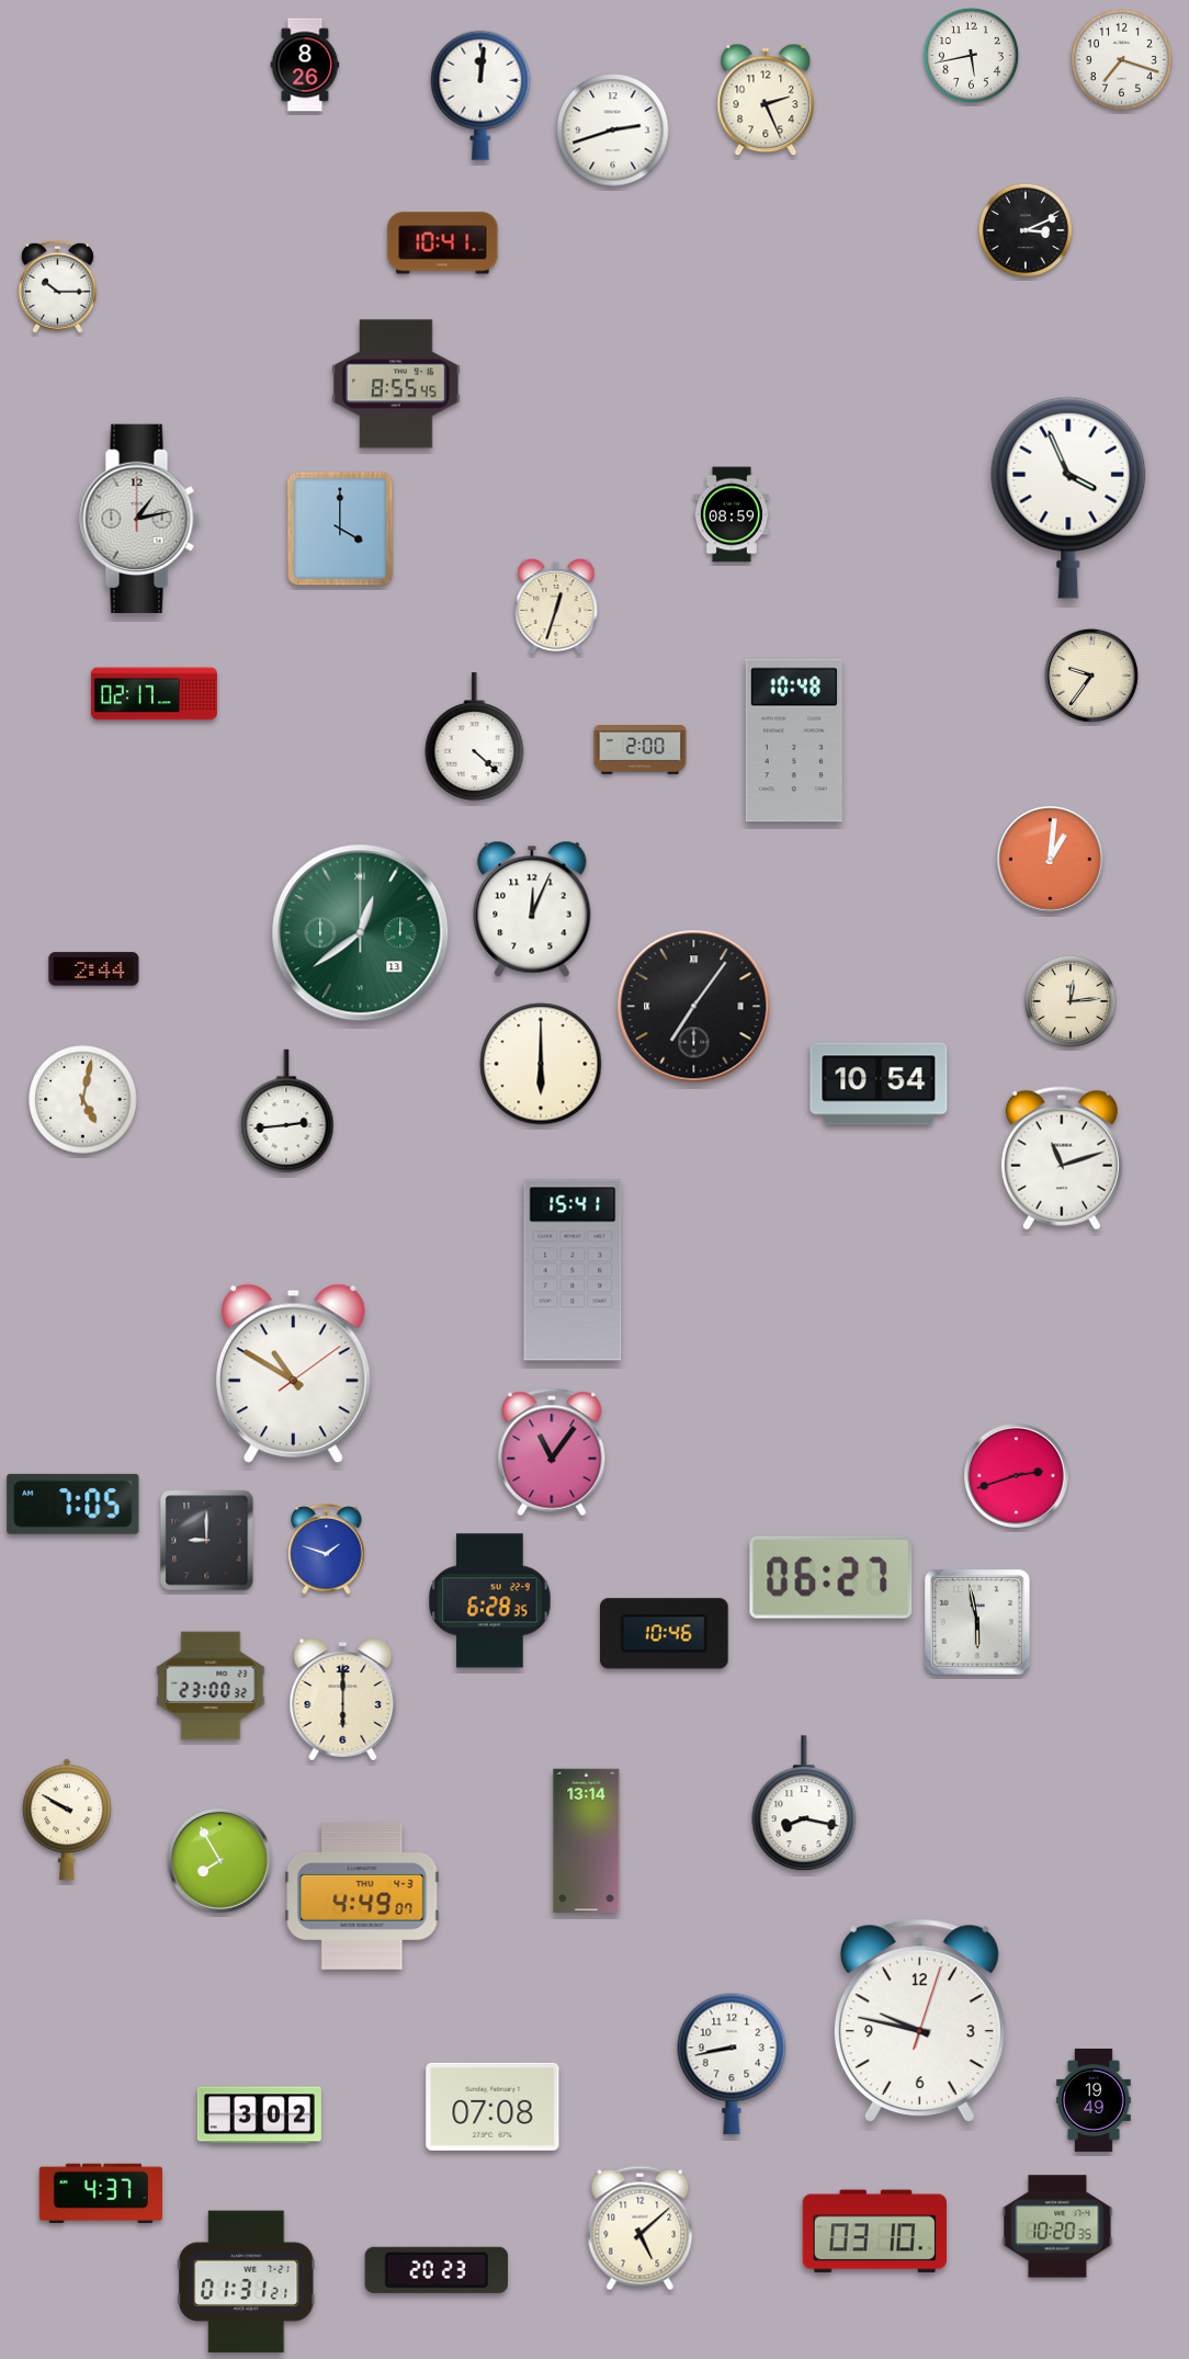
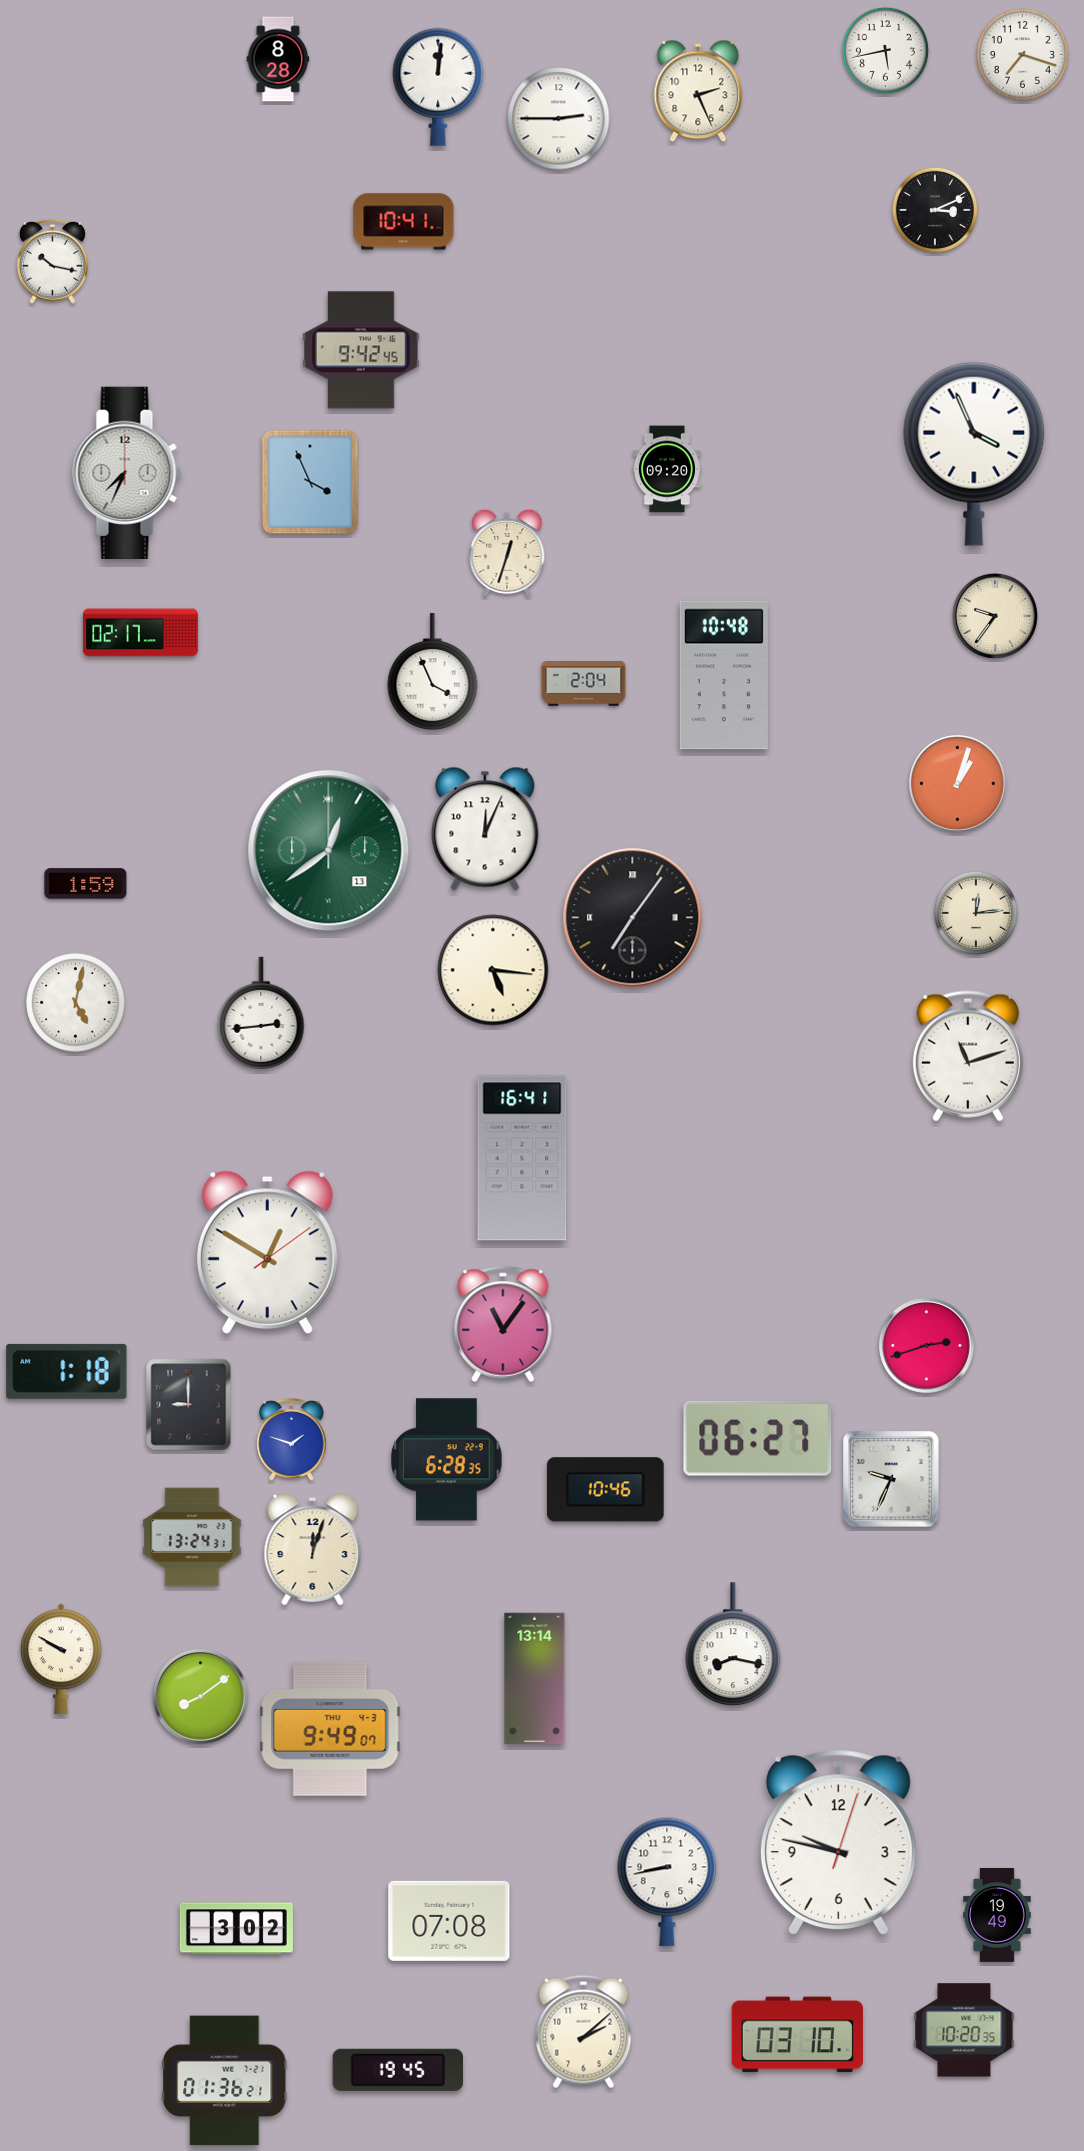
clock at (305, 65): 8:26 -> 8:28
clock at (613, 131): 2:42 -> 2:45
clock at (57, 286): 10:15 -> 10:17
clock at (396, 384): 8:55 -> 9:42
clock at (732, 514): 08:59 -> 09:20
clock at (139, 518): 1:13 -> 7:34
clock at (340, 529): 4:00 -> 3:56
clock at (475, 736): 4:22 -> 3:56
clock at (641, 750): 2:00 -> 2:04
clock at (1050, 859): 1:01 -> 1:03
clock at (94, 969): 2:44 -> 1:59
clock at (541, 1064): 6:00 -> 5:16
clock at (879, 1084): 10:54 -> none
clock at (573, 1270): 15:41 -> 16:41
clock at (293, 1374): 10:50 -> 12:50
clock at (73, 1504): 7:05 -> 1:18
clock at (327, 1550) position: (327, 1550) -> (292, 1440)
clock at (978, 1623): 5:58 -> 9:34
clock at (211, 1686): 23:00 -> 13:24
clock at (343, 1700): 6:00 -> 12:03
clock at (219, 1860): 7:55 -> 8:09
clock at (362, 1896): 4:49 -> 9:49
clock at (101, 2192): 4:37 -> none
clock at (641, 2228): 5:08 -> 2:08
clock at (435, 2270): 20:23 -> 19:45
clock at (247, 2282): 01:31 -> 01:36
